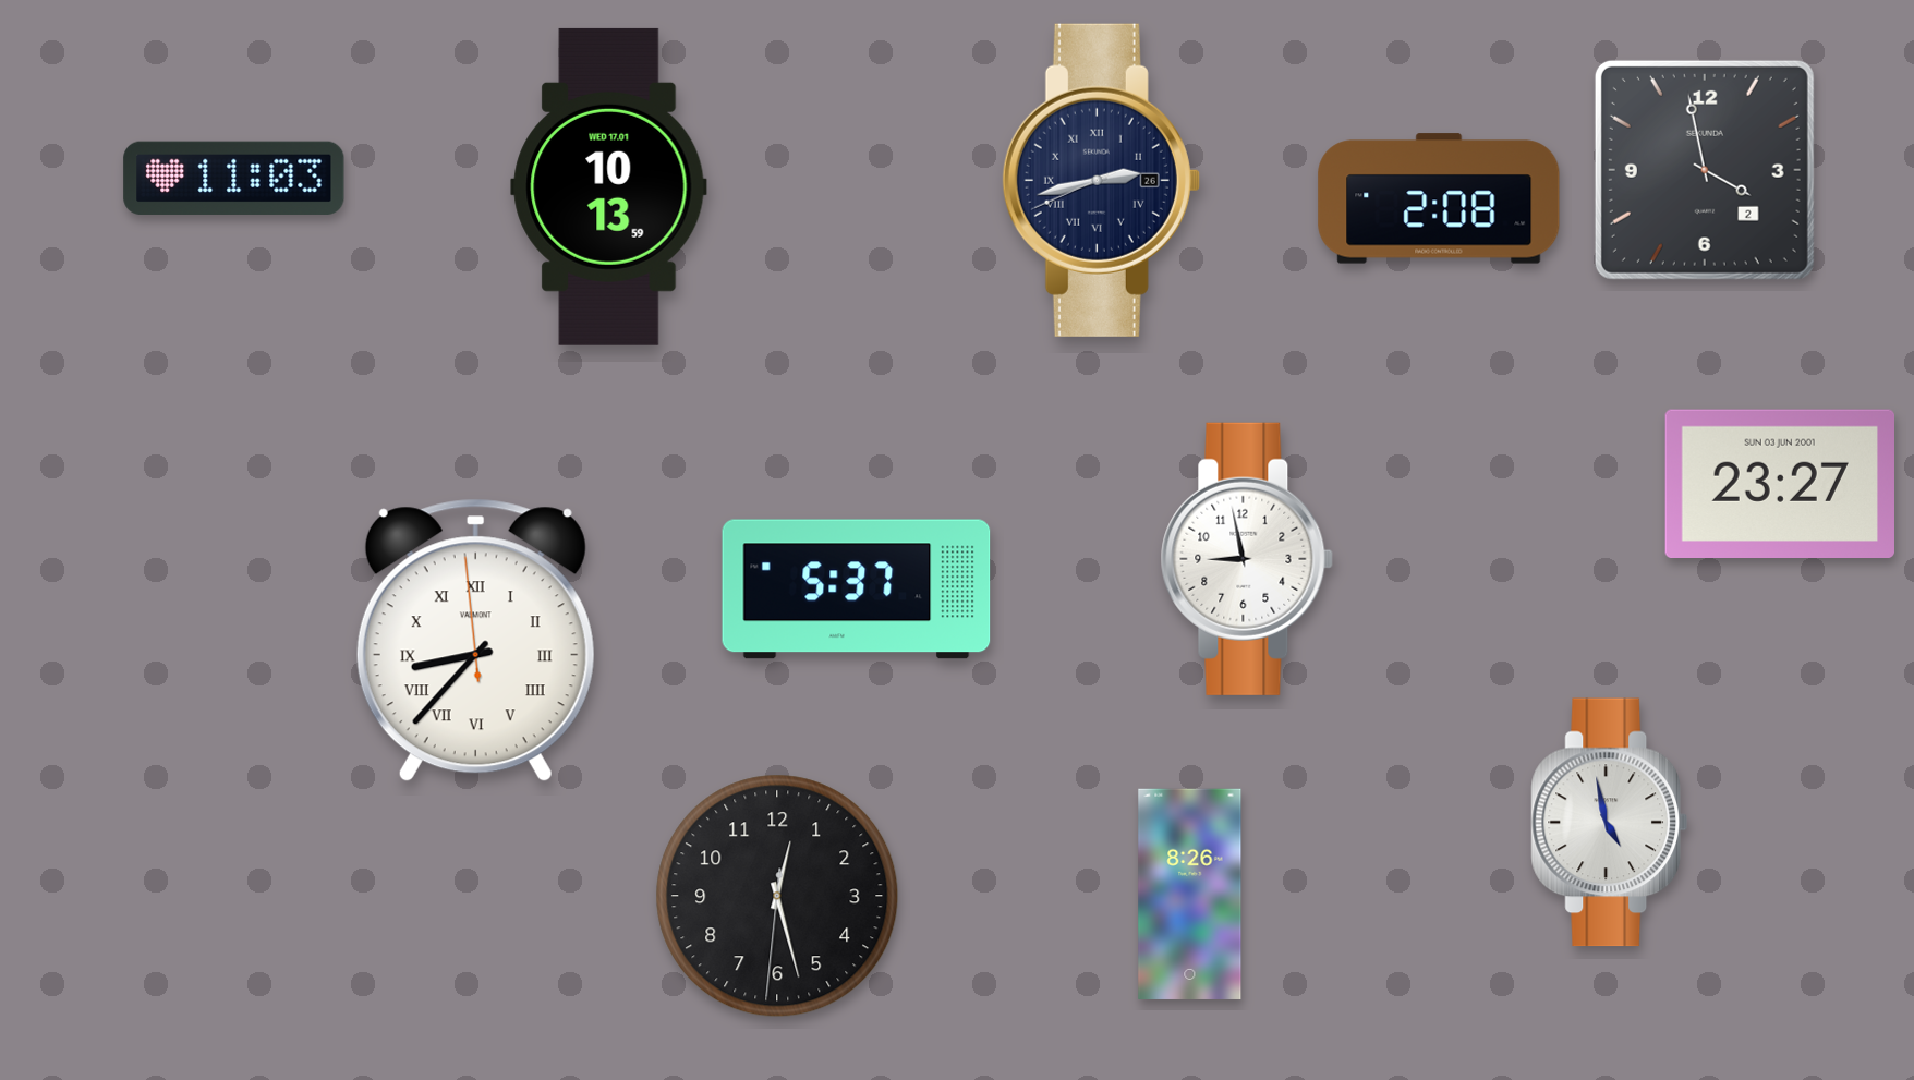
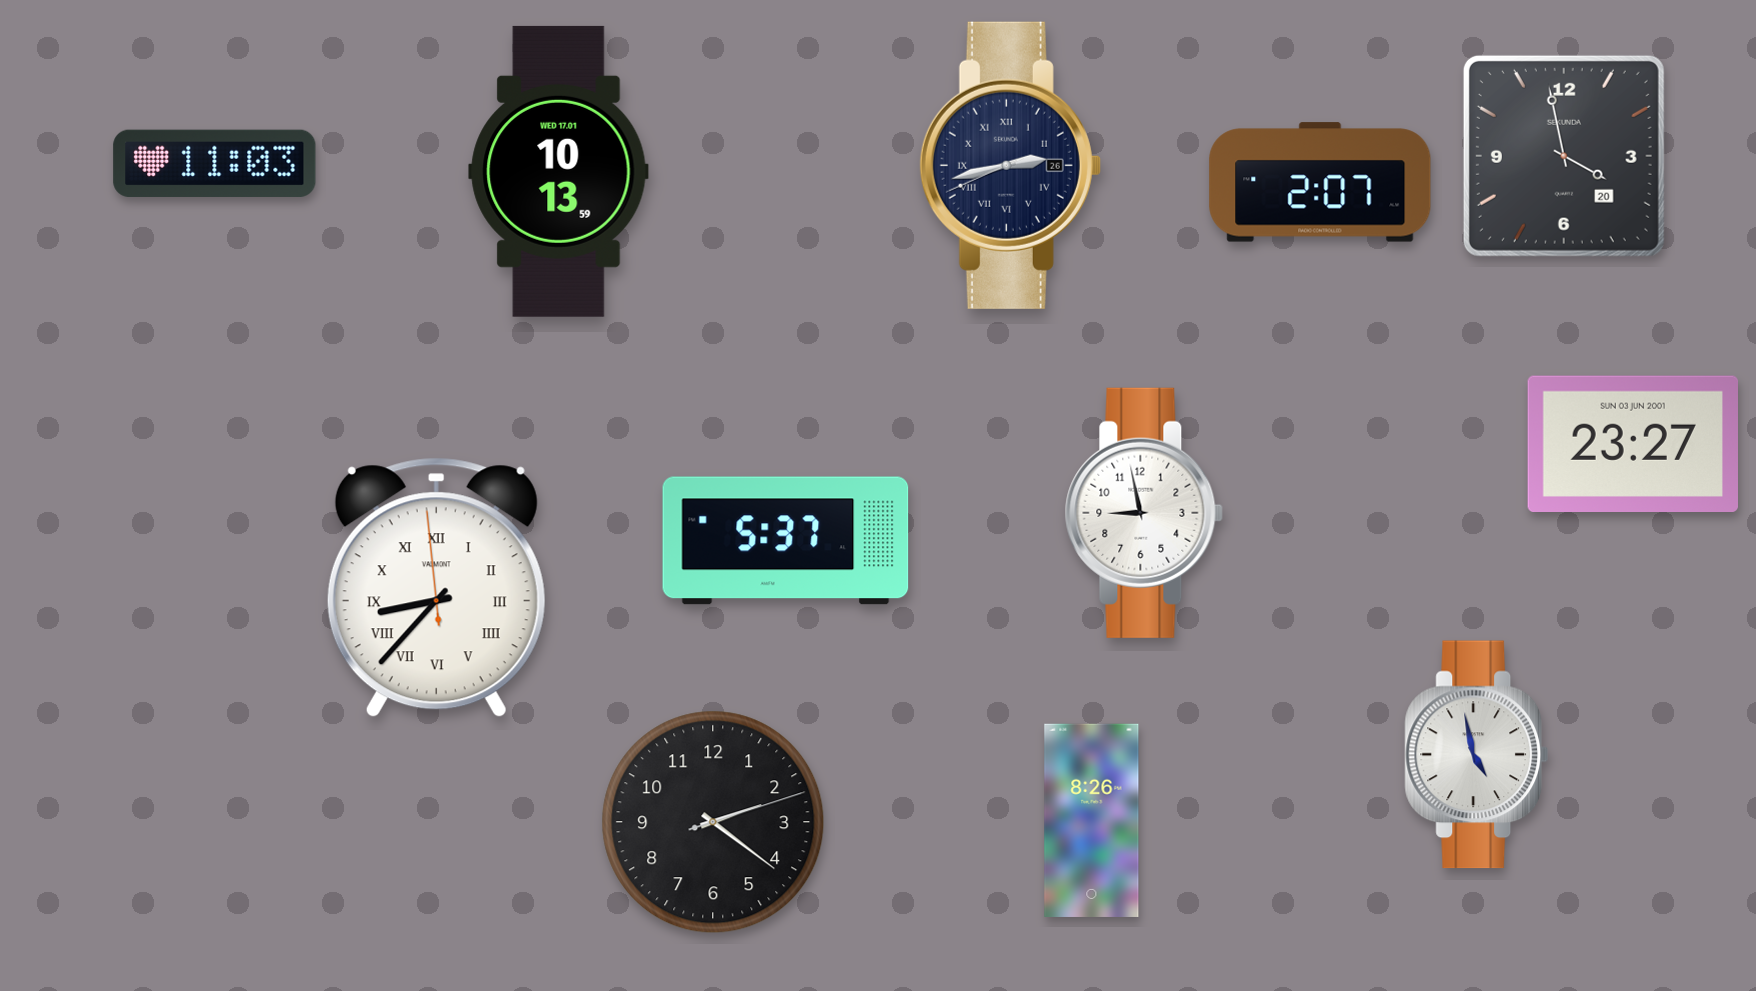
clock at (1705, 170) date: 2 -> 20
clock at (1439, 198): 2:08 -> 2:07
clock at (777, 896): 12:27 -> 2:21
